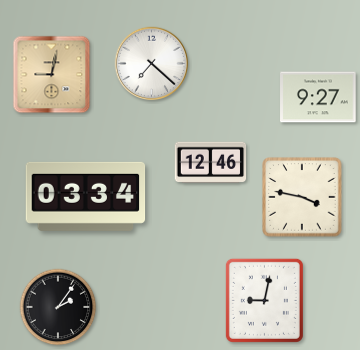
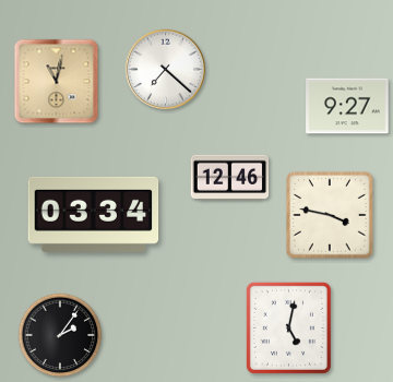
clock at (52, 75): 9:02 -> 11:02
clock at (264, 300): 9:02 -> 5:02
clock at (58, 307) position: (58, 307) -> (60, 335)
